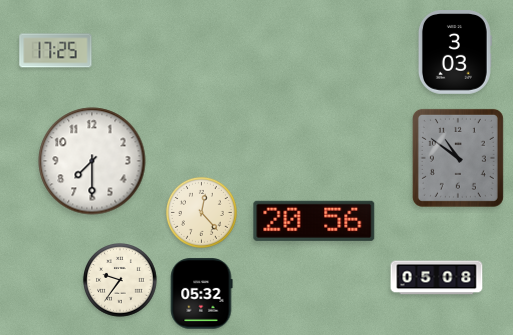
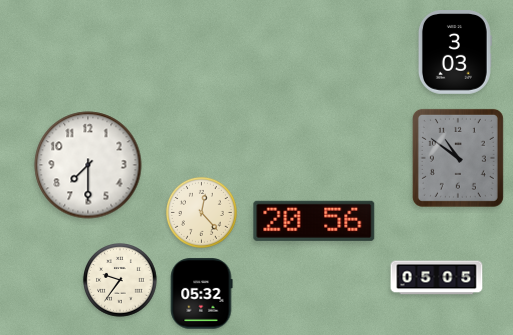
clock at (56, 51): 17:25 -> none
clock at (92, 161) position: (92, 161) -> (88, 165)
clock at (437, 278): 05:08 -> 05:05
